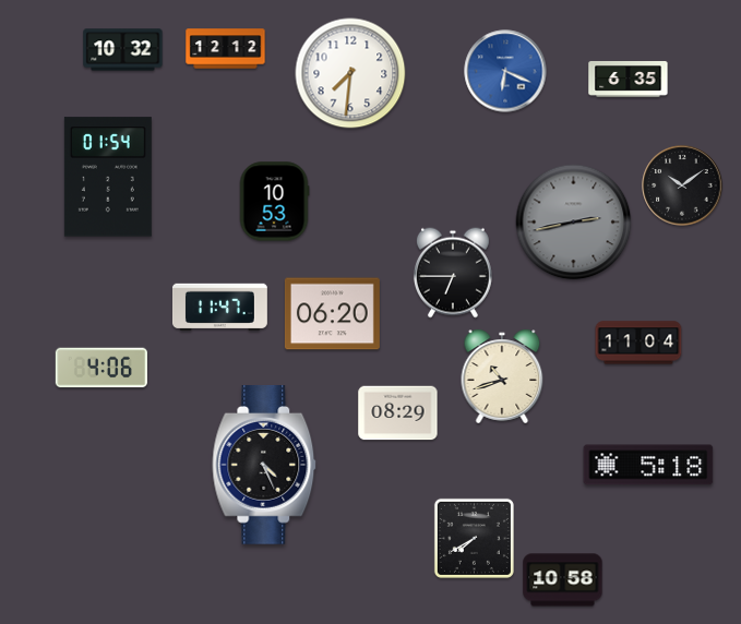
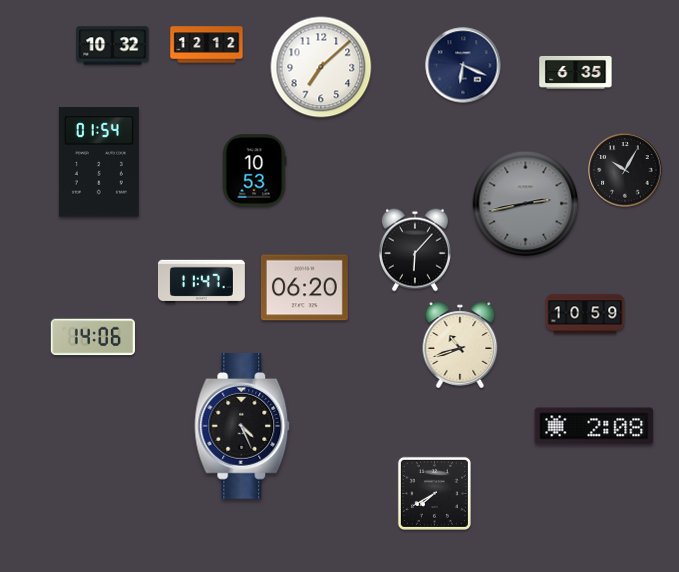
clock at (505, 71) dial: blue -> navy
clock at (350, 73): 7:31 -> 7:08
clock at (682, 185): 10:09 -> 10:05
clock at (274, 202) position: (274, 202) -> (254, 171)
clock at (453, 273): 6:45 -> 6:07
clock at (638, 343): 11:04 -> 10:59
clock at (101, 368): 4:06 -> 14:06
clock at (398, 413): 08:29 -> none
clock at (648, 465): 5:18 -> 2:08
clock at (563, 580): 10:58 -> none
